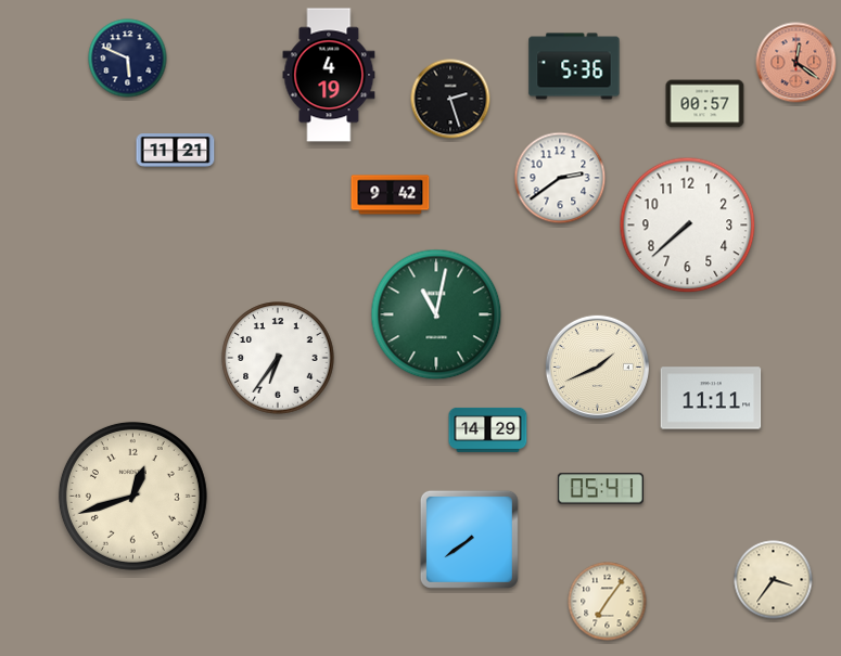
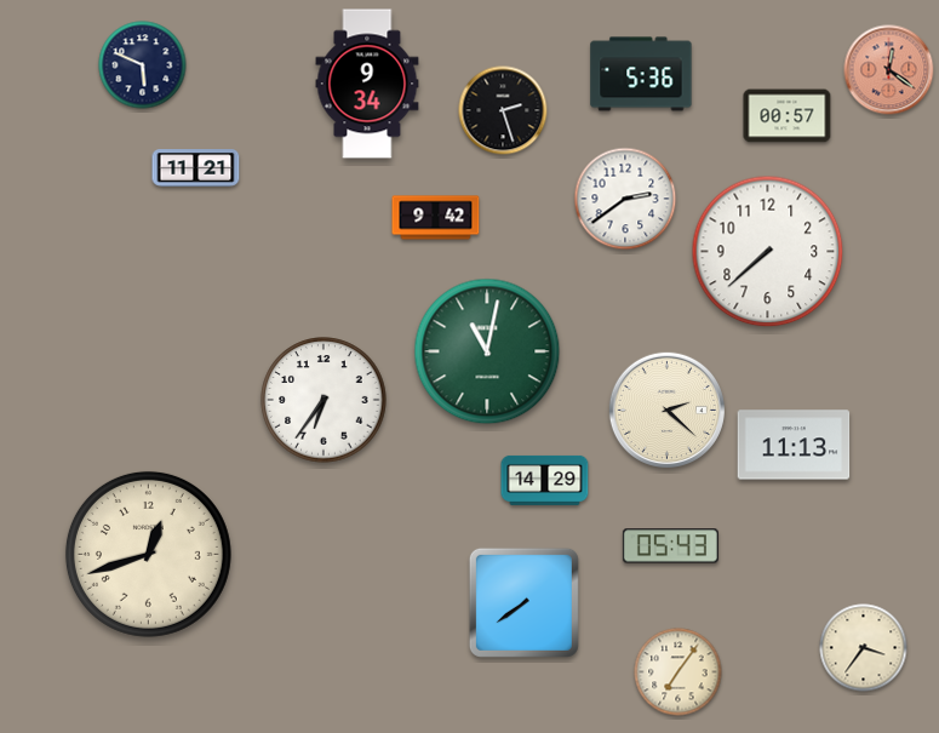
clock at (329, 75): 4:19 -> 9:34
clock at (278, 358) position: (278, 358) -> (324, 400)
clock at (597, 366): 1:41 -> 2:22
clock at (711, 398): 11:11 -> 11:13
clock at (600, 489): 05:41 -> 05:43
